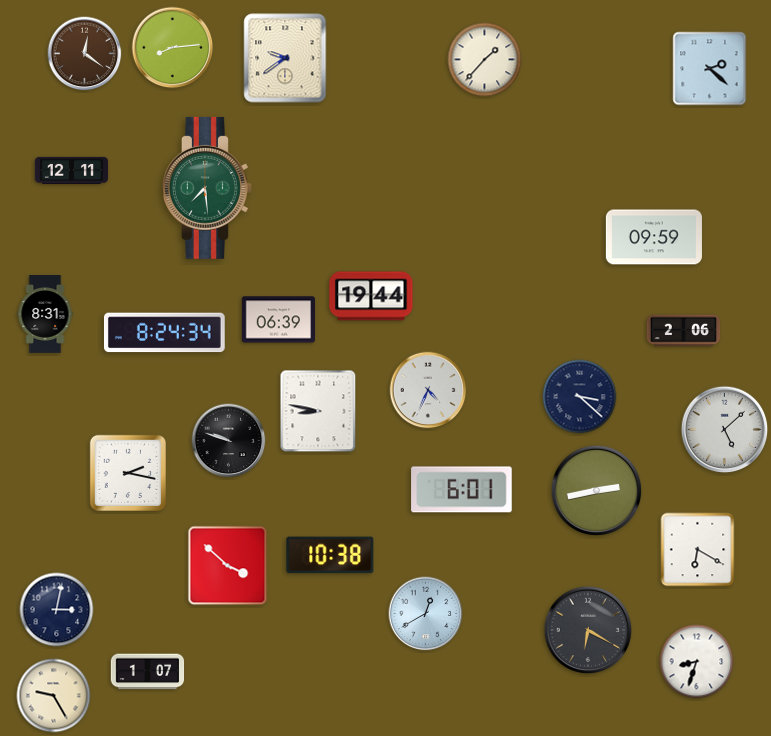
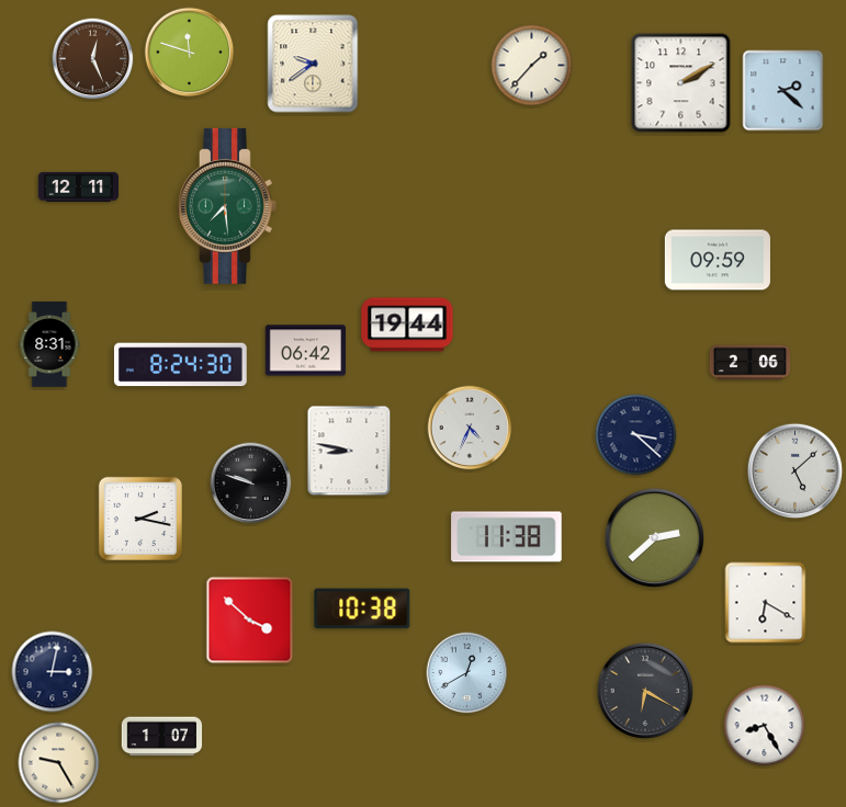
clock at (173, 48): 8:14 -> 11:48
clock at (85, 54): 12:21 -> 12:26
clock at (710, 69) position: (710, 69) -> (783, 91)
clock at (681, 83): none -> 2:10
clock at (279, 320): 06:39 -> 06:42
clock at (164, 333): 8:24:34 -> 8:24:30
clock at (462, 490): 6:01 -> 11:38
clock at (597, 491): 2:43 -> 2:38
clock at (57, 610) position: (57, 610) -> (53, 672)
clock at (697, 662): 8:33 -> 8:25
